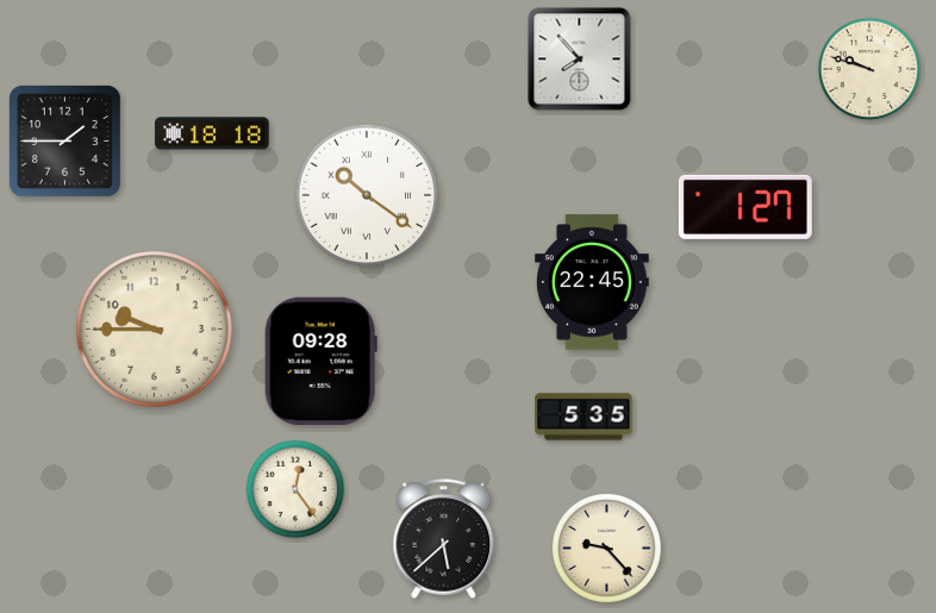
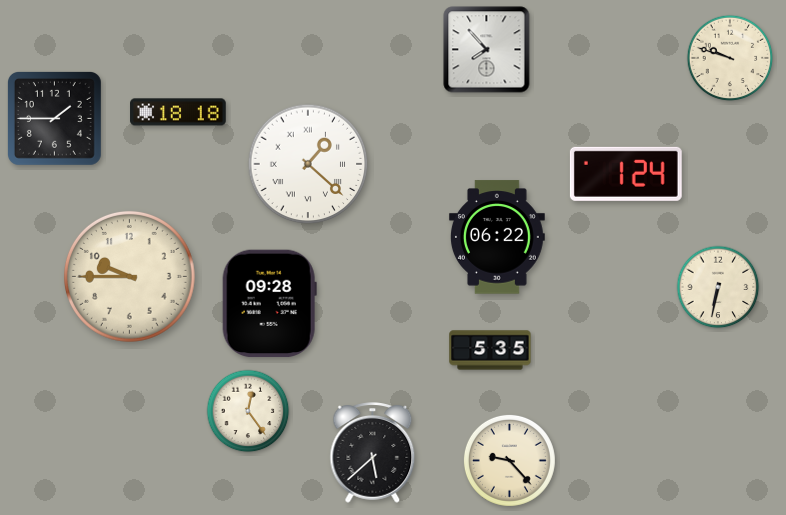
clock at (367, 195): 10:21 -> 1:22
clock at (745, 207): 1:27 -> 1:24
clock at (592, 282): 22:45 -> 06:22
clock at (718, 287): none -> 6:32
